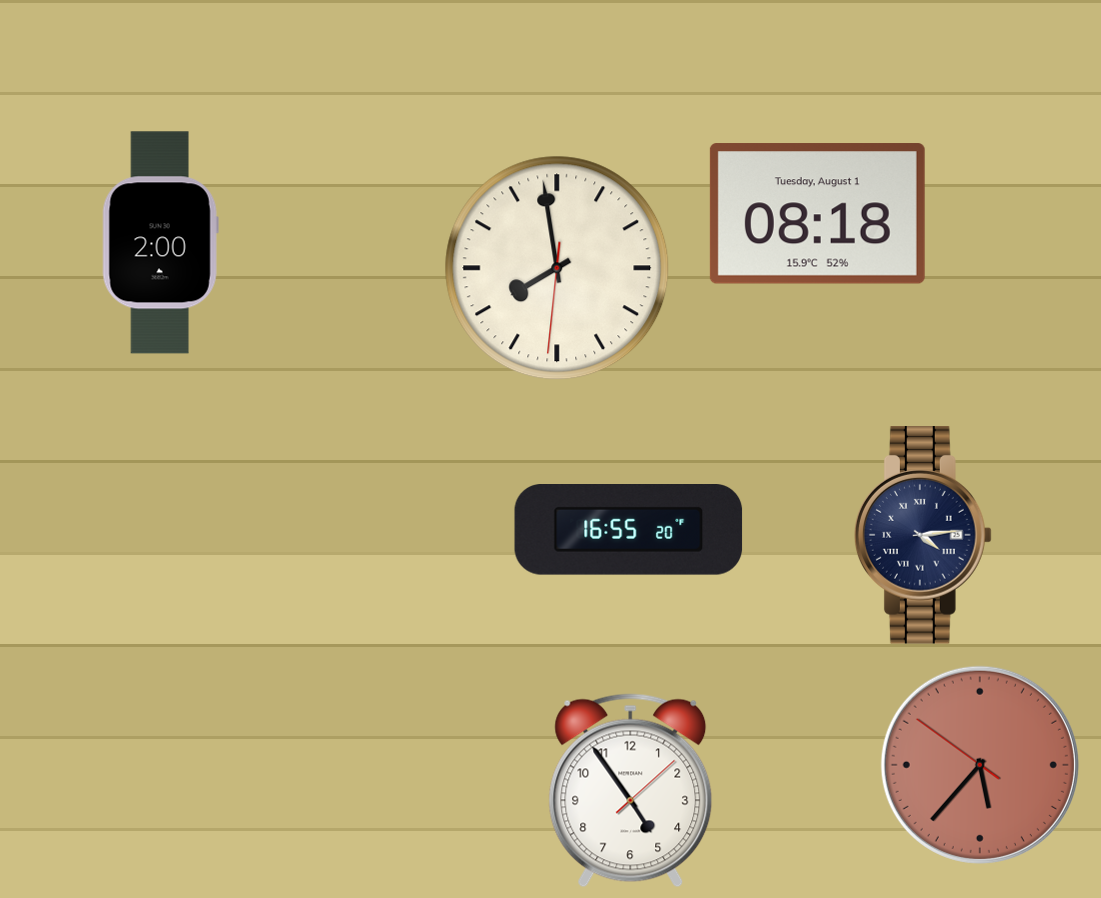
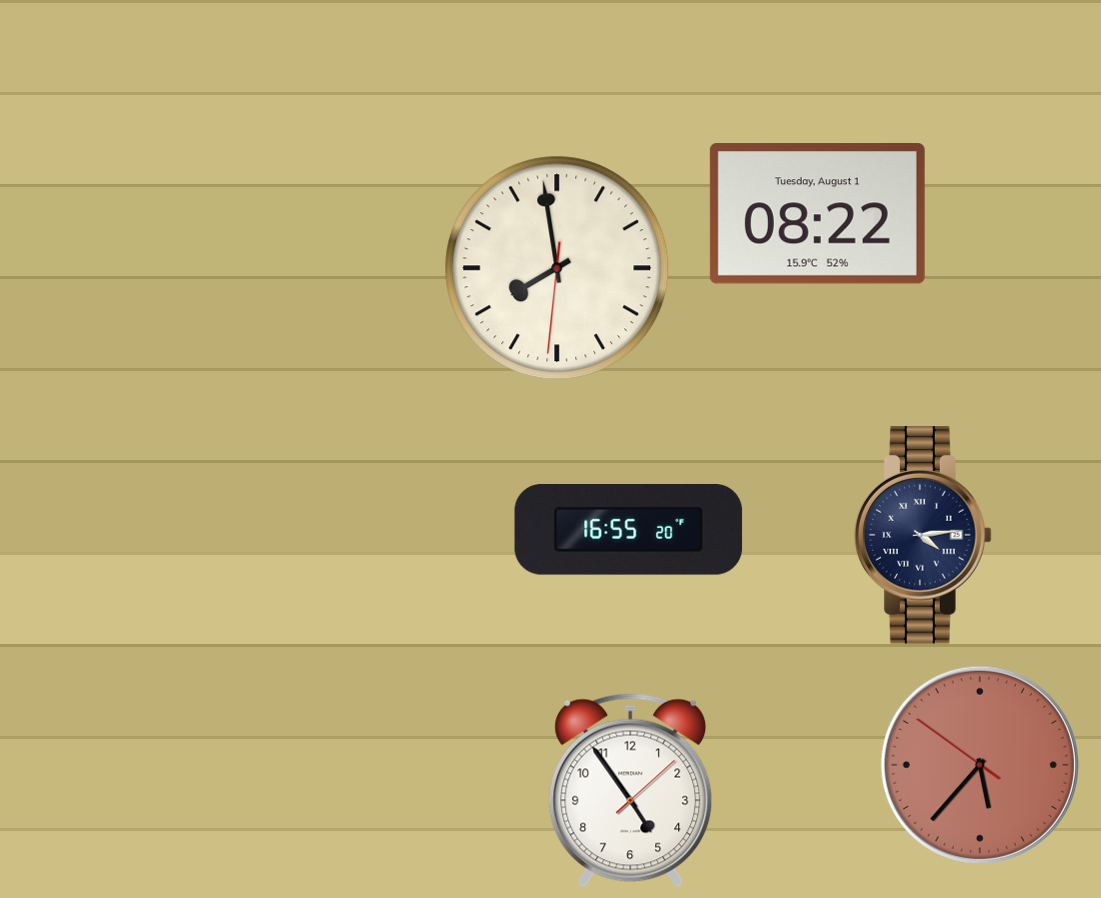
clock at (817, 214): 08:18 -> 08:22
clock at (160, 243): 2:00 -> none
